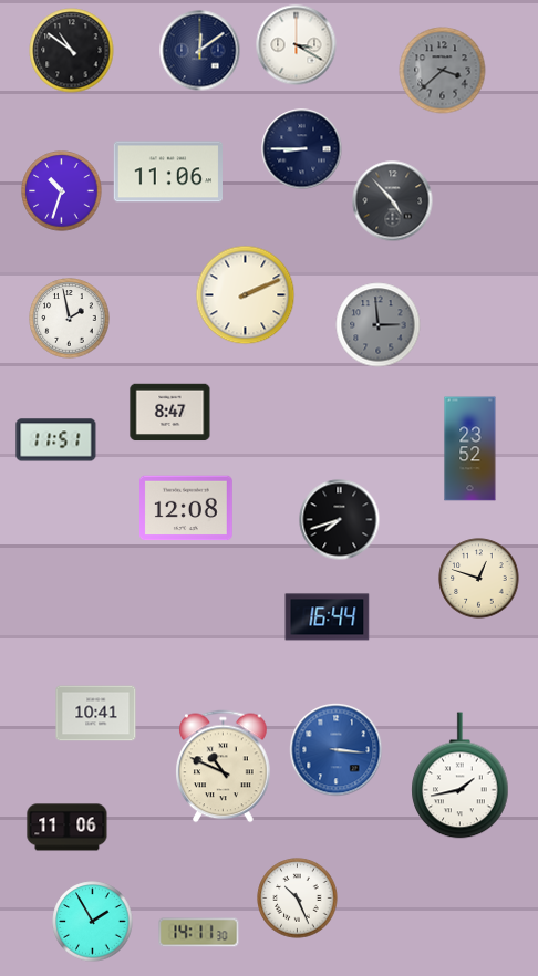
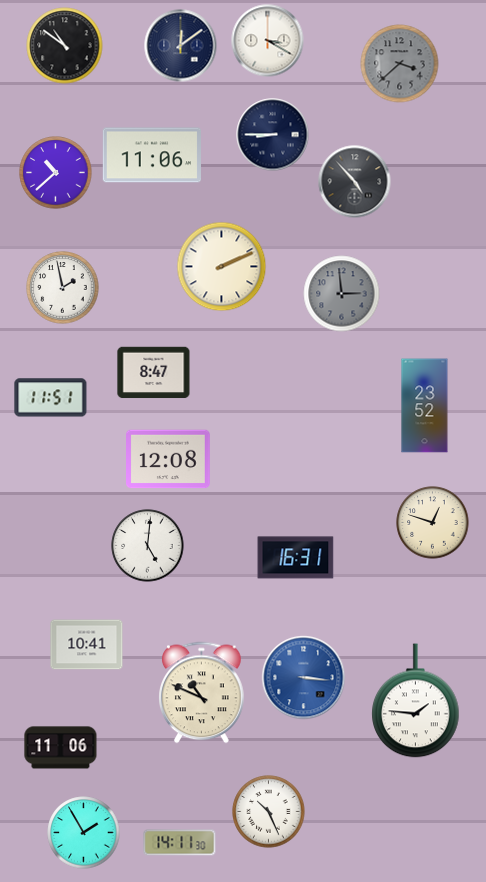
clock at (62, 191): 10:33 -> 10:38
clock at (340, 520): 7:42 -> none
clock at (148, 546): none -> 5:01
clock at (328, 617): 16:44 -> 16:31
clock at (461, 776): 1:43 -> 1:46
